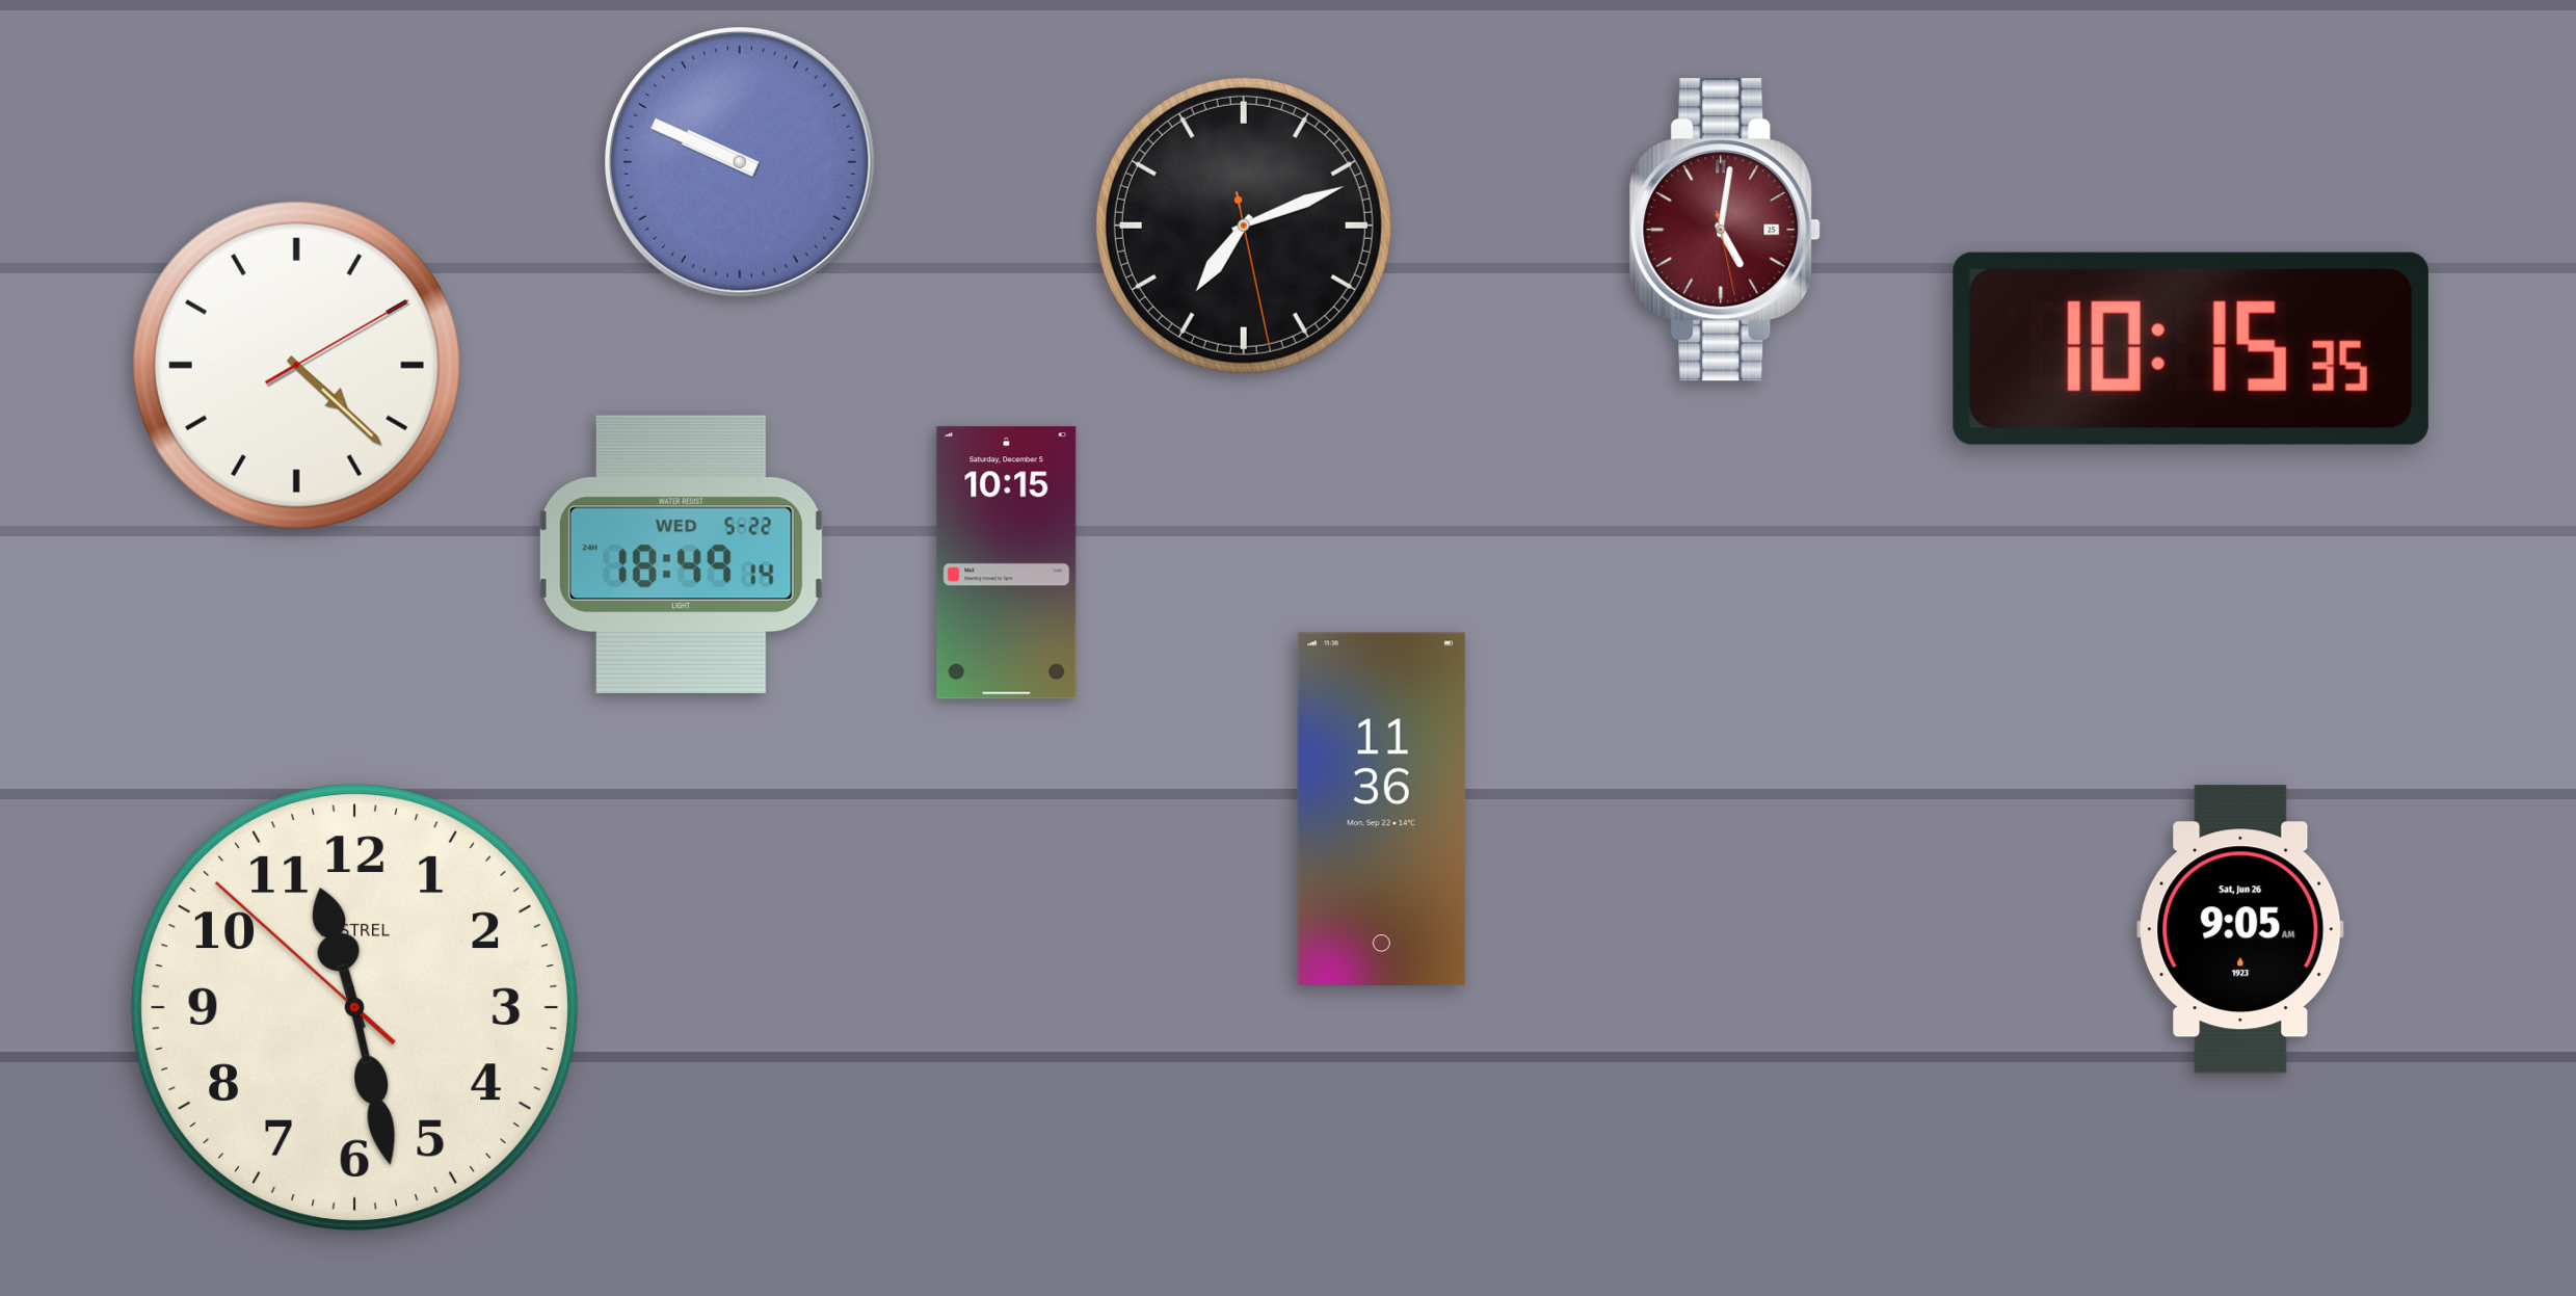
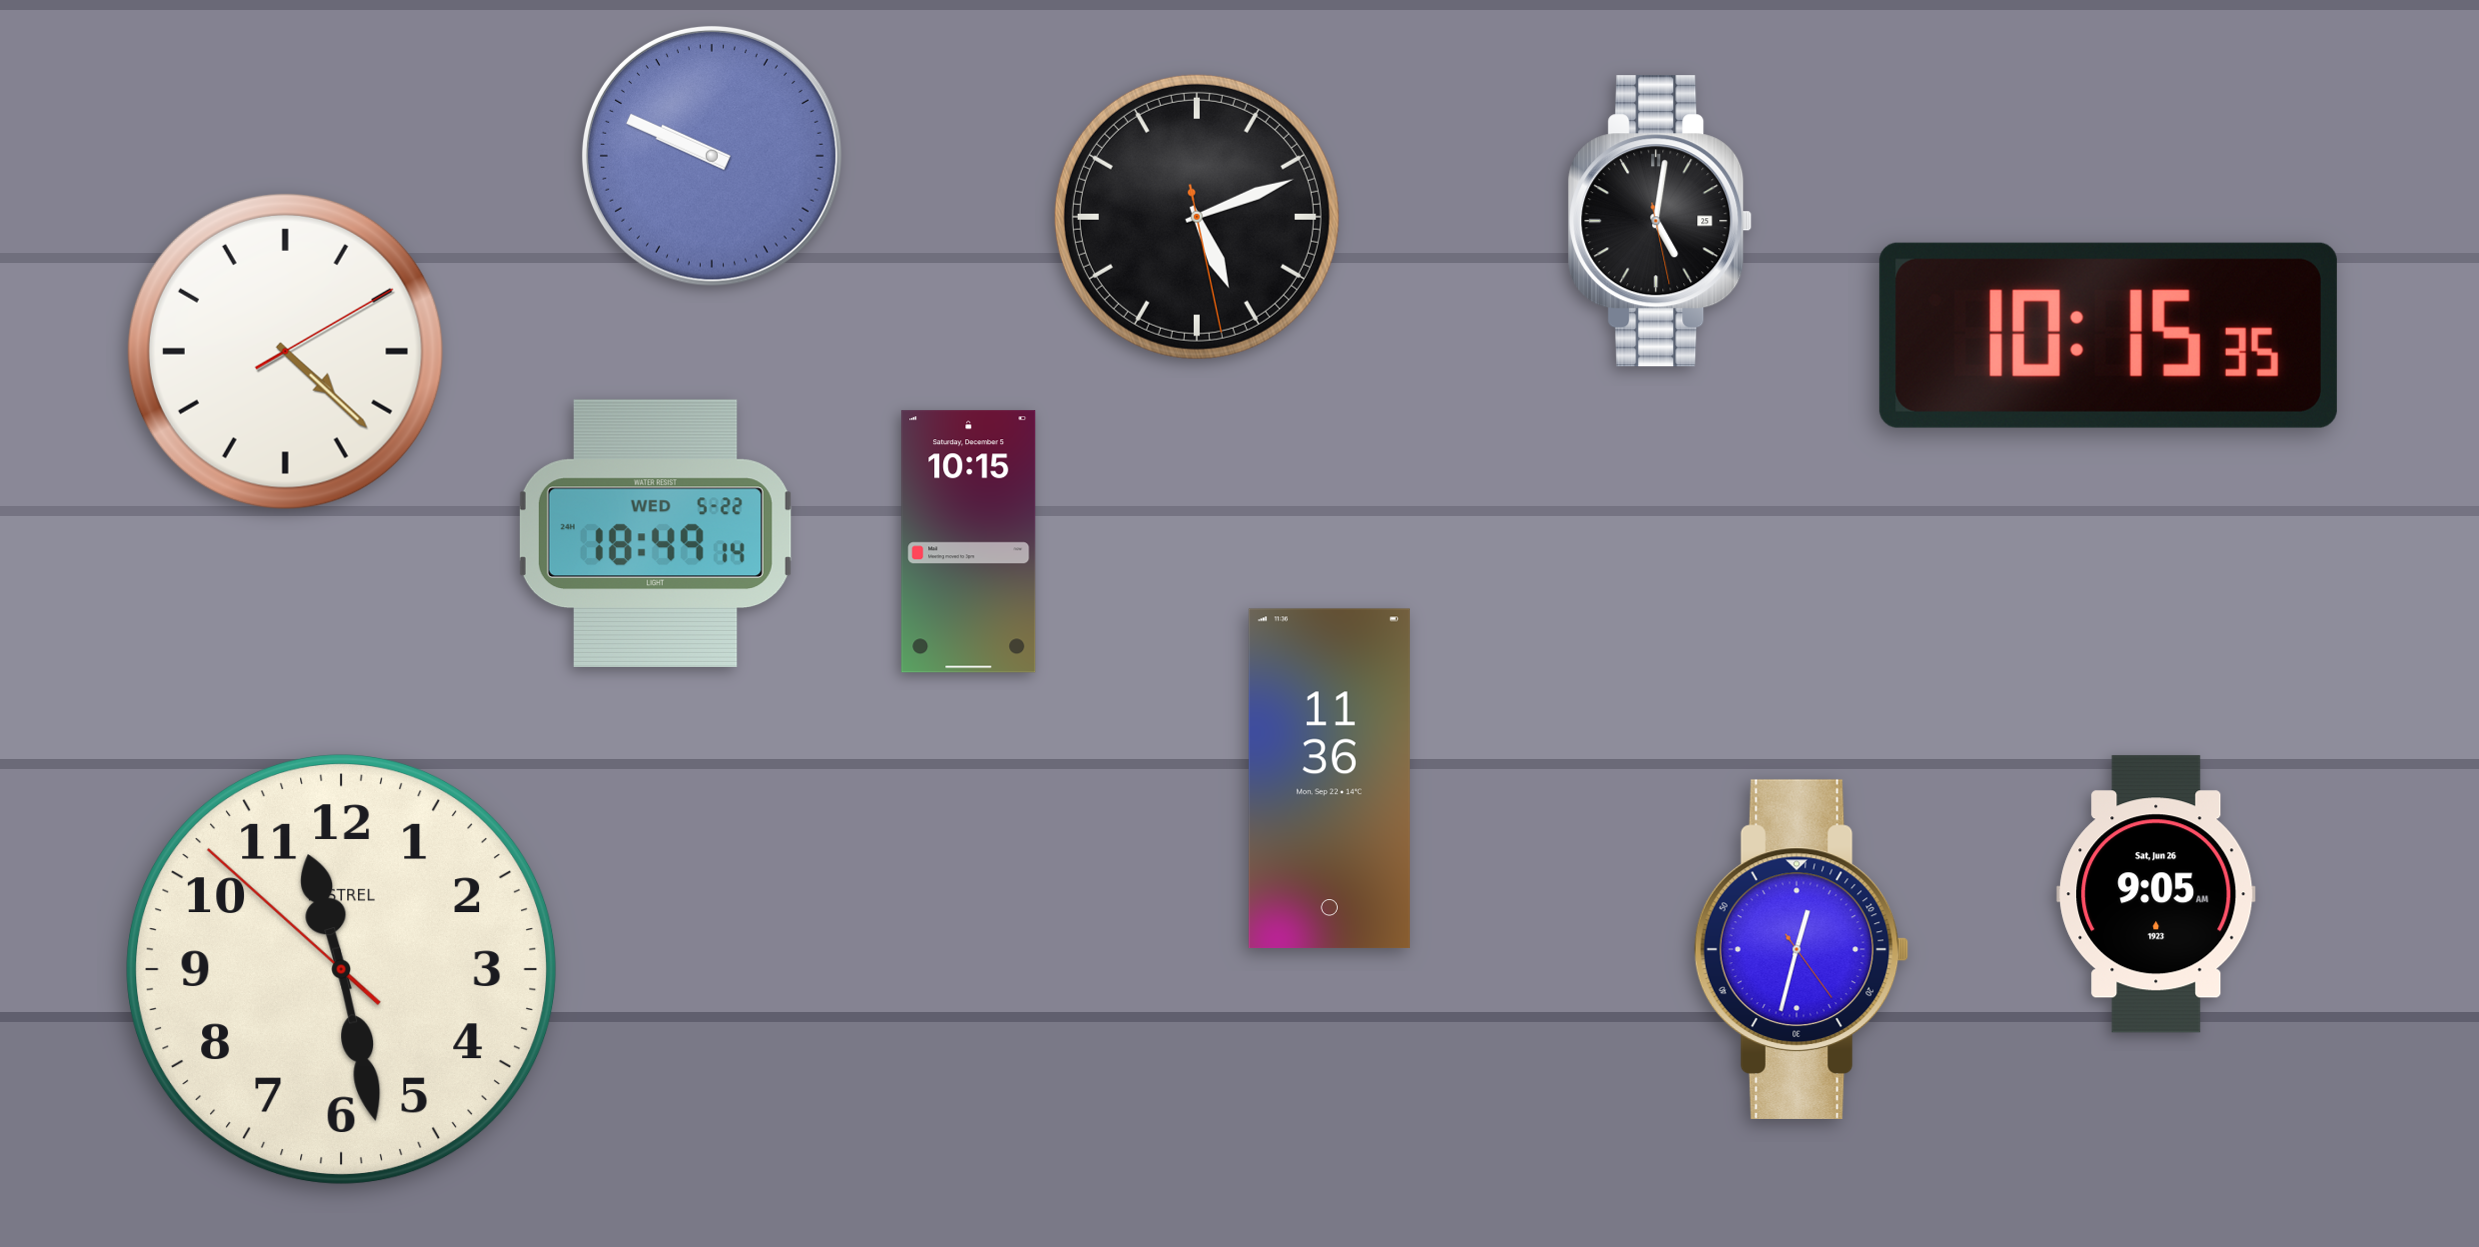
clock at (1244, 226): 7:11 -> 5:11
clock at (1725, 230) dial: burgundy -> black
clock at (1801, 949): none -> 12:32
